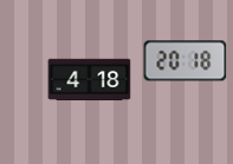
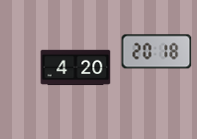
clock at (90, 80): 4:18 -> 4:20
